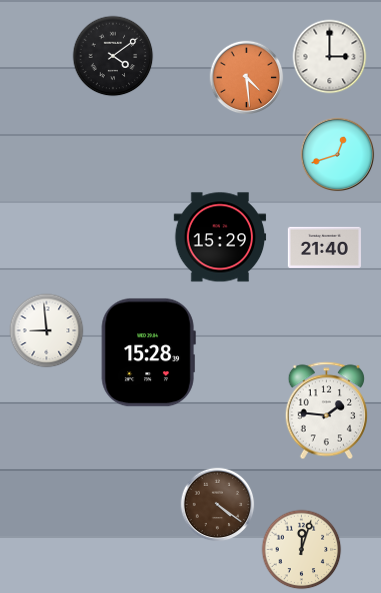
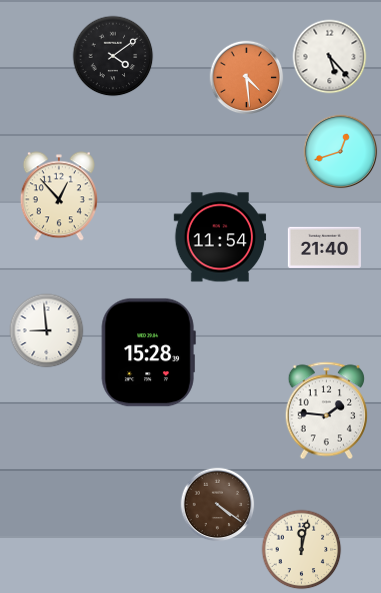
clock at (330, 57): 3:00 -> 5:23
clock at (338, 155) position: (338, 155) -> (341, 152)
clock at (59, 196): none -> 12:53
clock at (220, 237): 15:29 -> 11:54
clock at (302, 550): 12:03 -> 12:02
